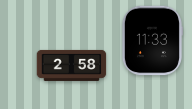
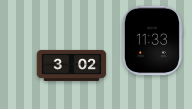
clock at (72, 65): 2:58 -> 3:02
